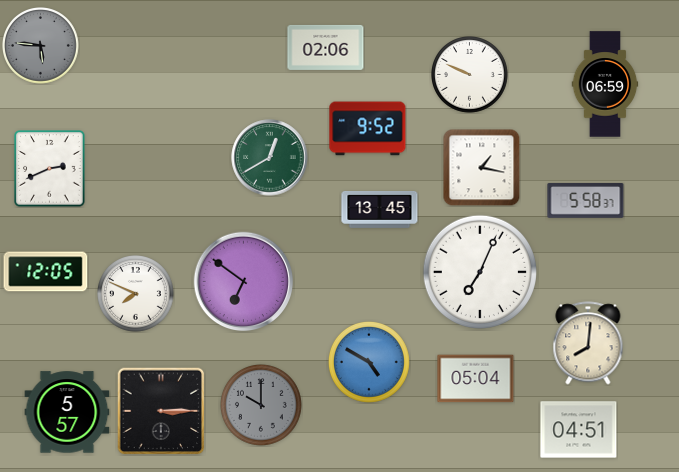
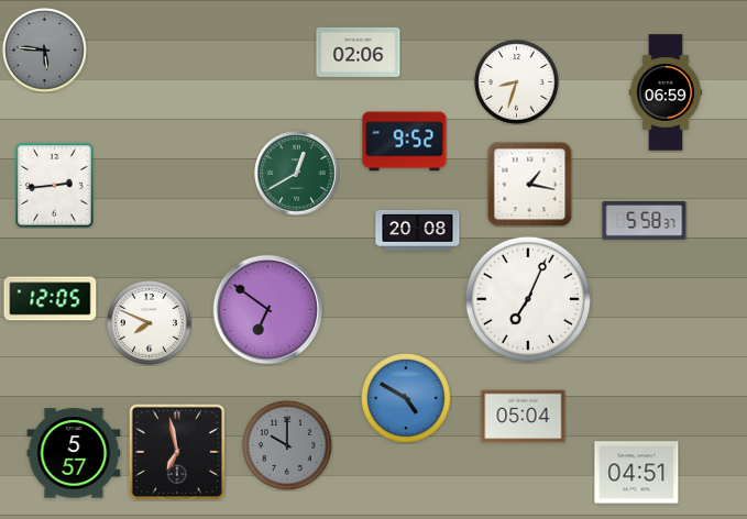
clock at (470, 75): 9:49 -> 8:33
clock at (50, 169): 2:41 -> 2:44
clock at (380, 210): 13:45 -> 20:08
clock at (588, 343): 8:01 -> none
clock at (161, 411): 3:15 -> 6:58
